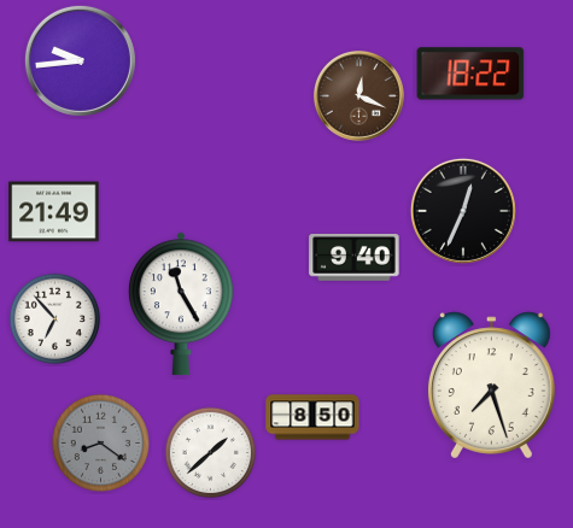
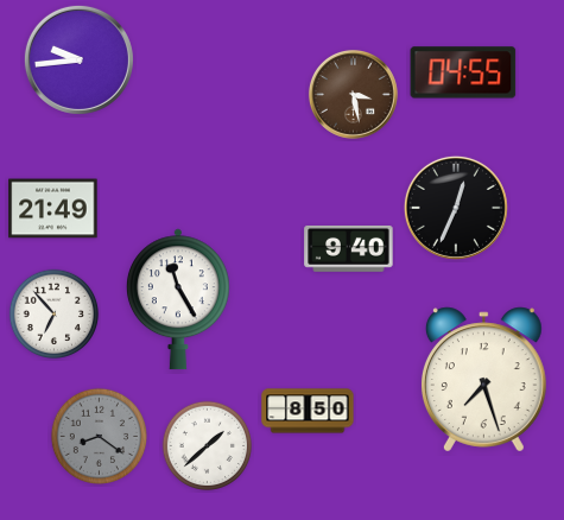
clock at (470, 74): 18:22 -> 04:55
clock at (358, 95): 12:19 -> 3:28
clock at (355, 257) position: (355, 257) -> (349, 248)
